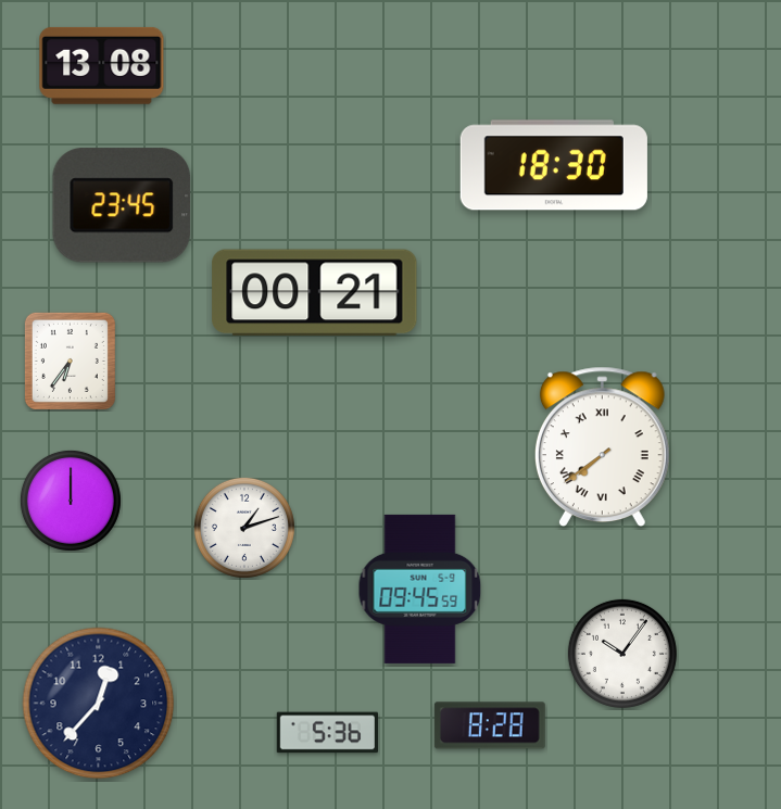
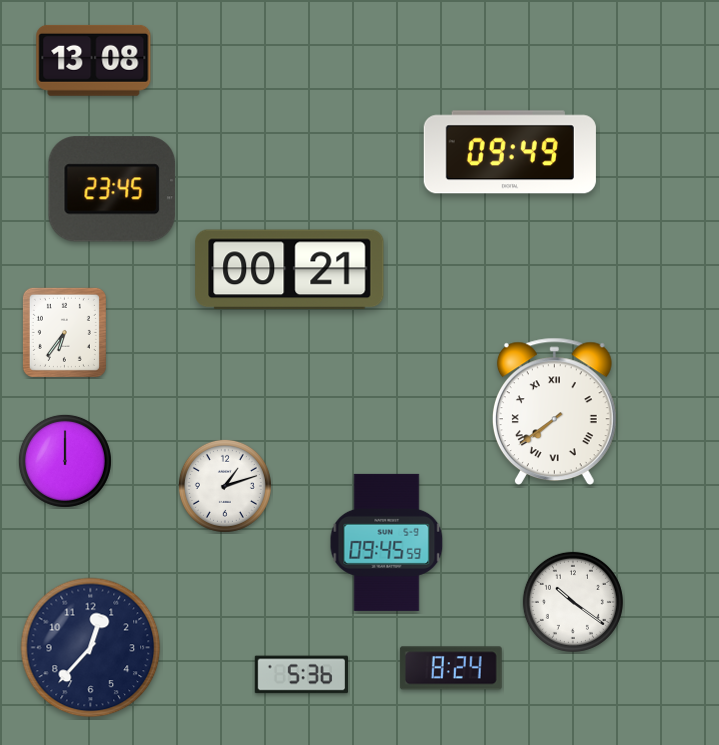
clock at (554, 165): 18:30 -> 09:49
clock at (622, 654): 10:06 -> 10:21
clock at (490, 725): 8:28 -> 8:24
